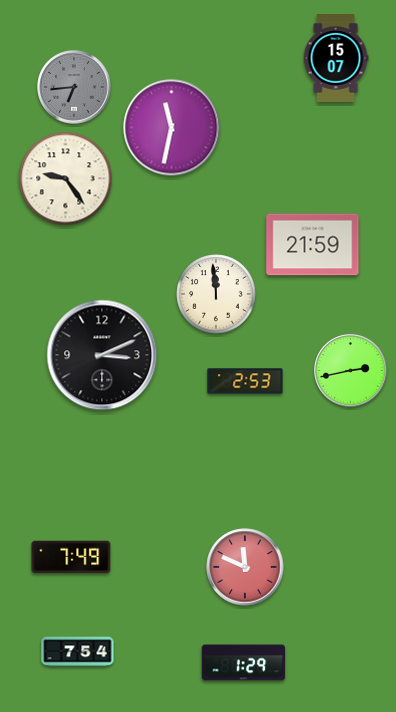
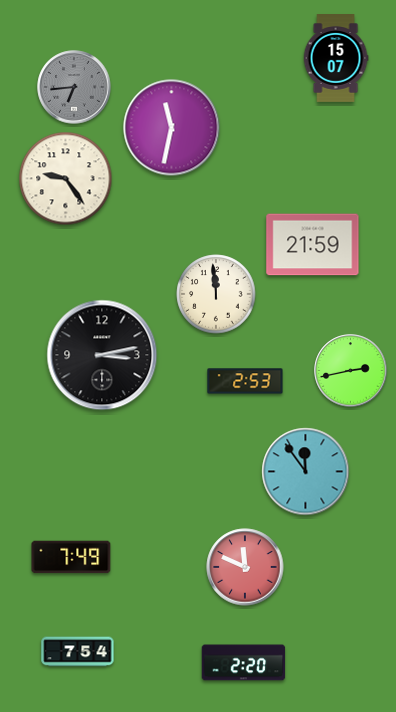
clock at (102, 355): 3:11 -> 3:13
clock at (306, 472): none -> 11:54
clock at (244, 663): 1:29 -> 2:20
